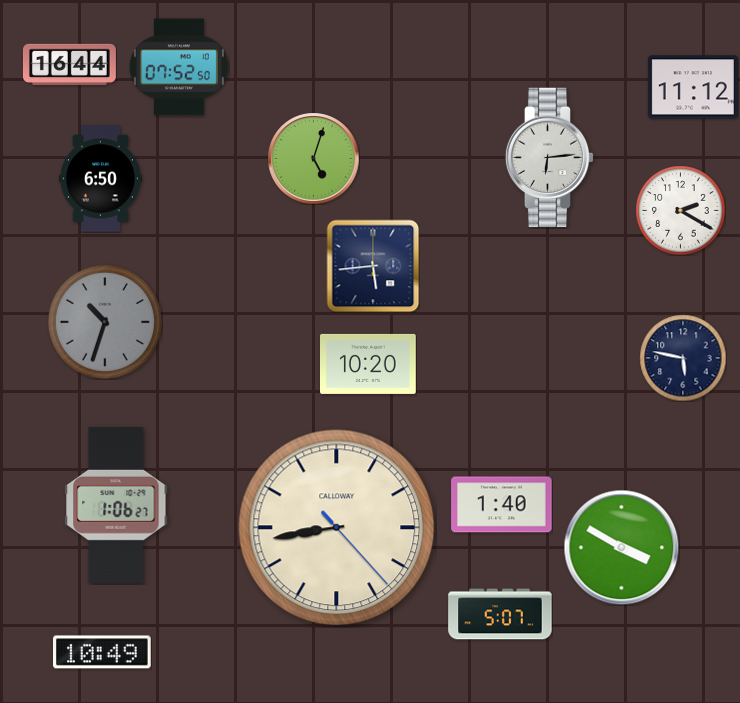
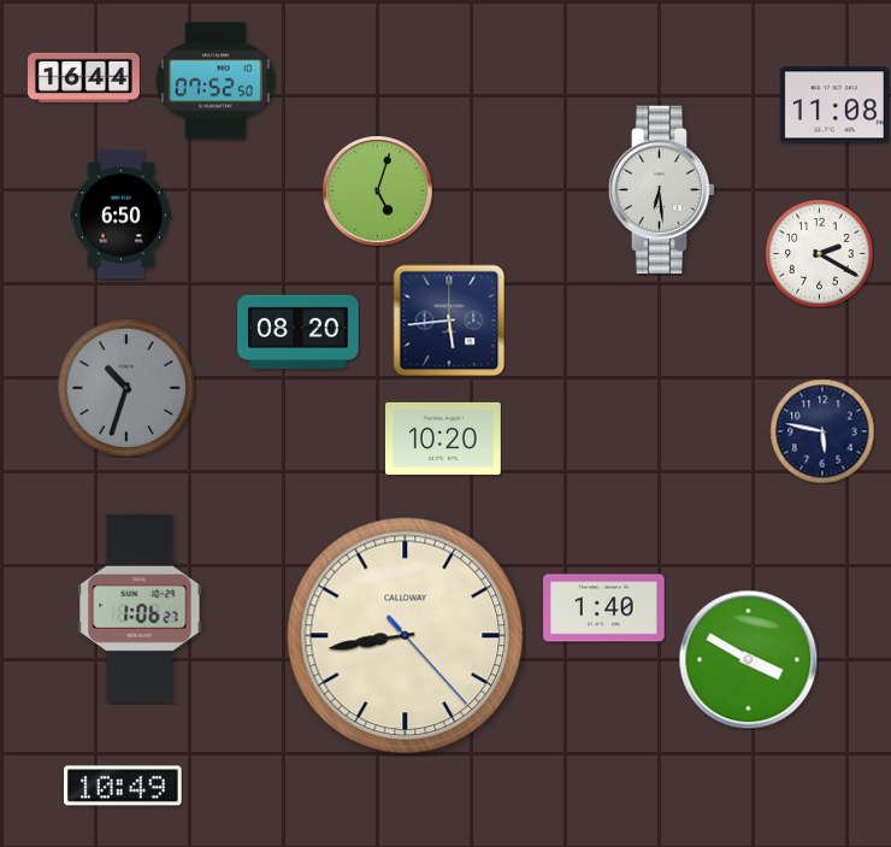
clock at (693, 87): 11:12 -> 11:08
clock at (550, 158): 6:14 -> 6:29
clock at (299, 331): none -> 08:20
clock at (500, 614): 5:07 -> none
